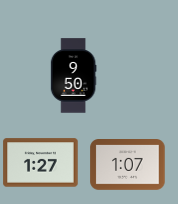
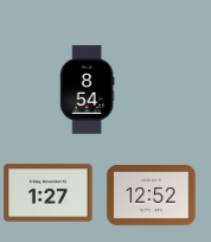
clock at (73, 76): 9:50 -> 8:54
clock at (128, 165): 1:07 -> 12:52
